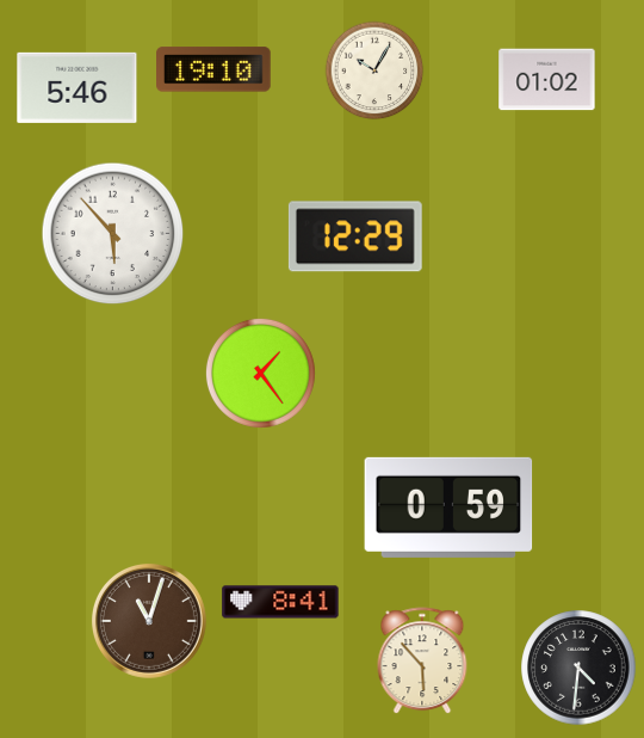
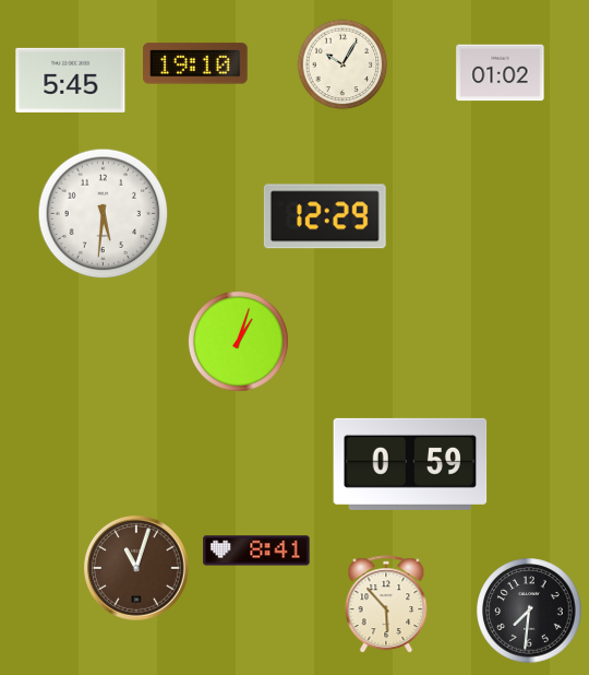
clock at (78, 87): 5:46 -> 5:45
clock at (113, 234): 5:53 -> 5:31
clock at (260, 373): 1:24 -> 1:03
clock at (578, 668): 4:31 -> 7:31
